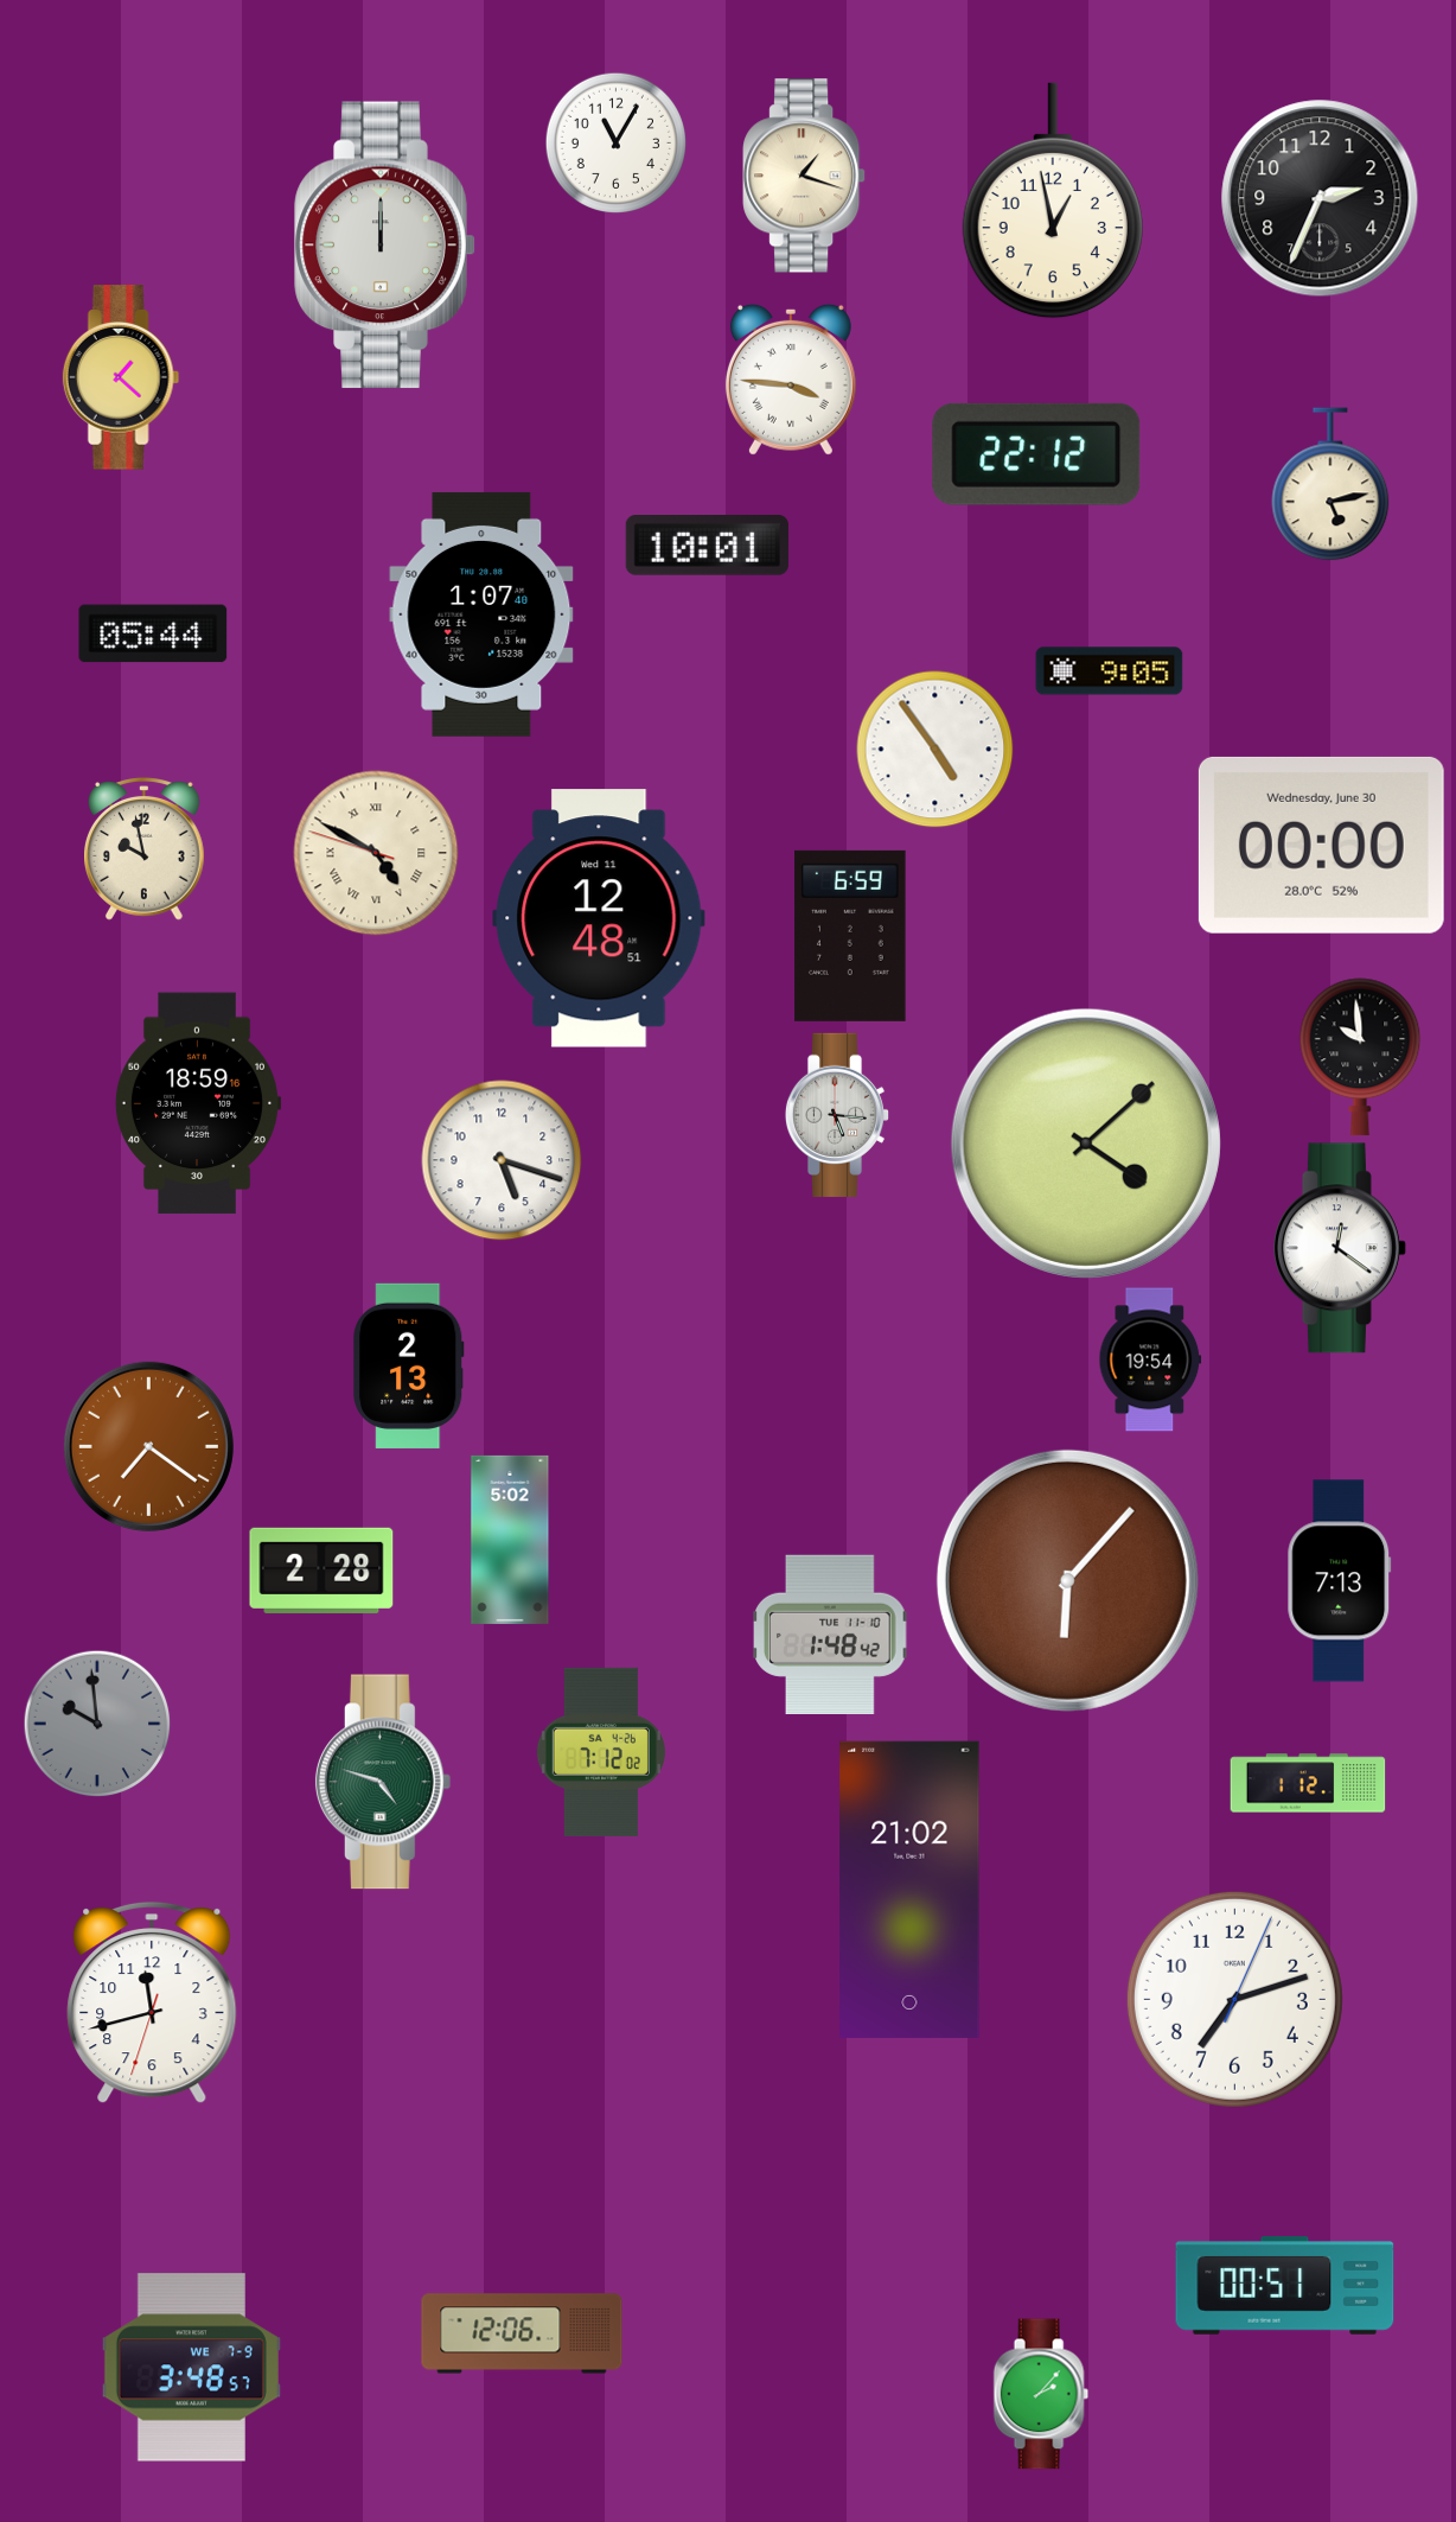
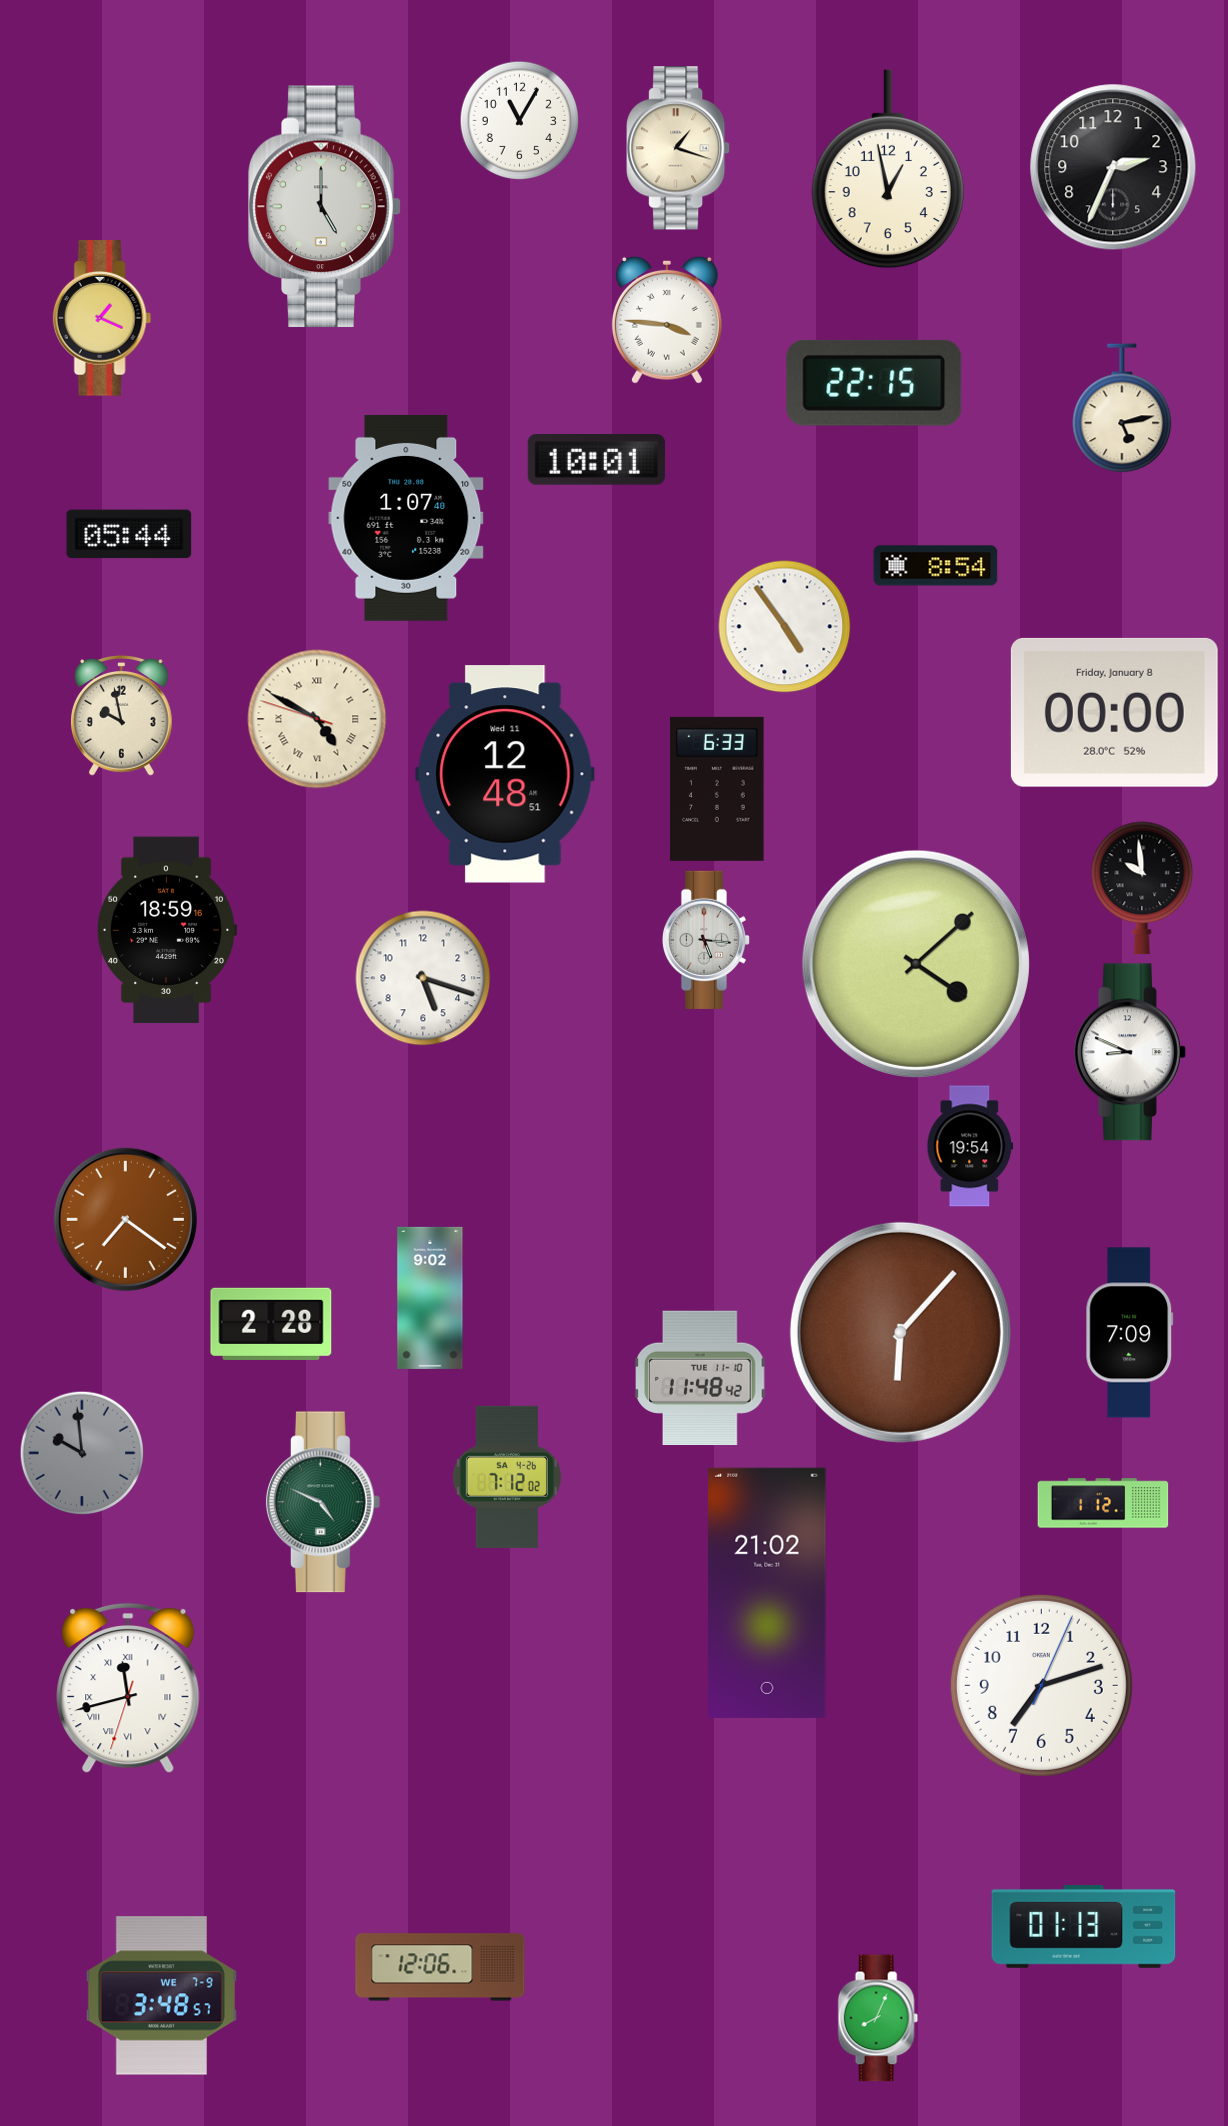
clock at (385, 246): 12:00 -> 5:00
clock at (121, 377): 1:22 -> 1:19
clock at (1036, 454): 22:12 -> 22:15
clock at (1110, 671): 9:05 -> 8:54
clock at (935, 750) position: (935, 750) -> (785, 627)
clock at (1321, 845) date: Wednesday, June 30 -> Friday, January 8
clock at (850, 936): 6:59 -> 6:33
clock at (1360, 1057) position: (1360, 1057) -> (1142, 888)
clock at (1340, 1248): 12:21 -> 8:49
clock at (409, 1365): 2:13 -> none
clock at (510, 1540): 5:02 -> 9:02
clock at (1340, 1581): 7:13 -> 7:09
clock at (831, 1633): 1:48 -> 11:48
clock at (383, 1782): 4:48 -> 4:49
clock at (152, 2002) numerals: Arabic -> Roman
clock at (1285, 2286): 00:51 -> 01:13
clock at (1041, 2394): 2:07 -> 8:04
